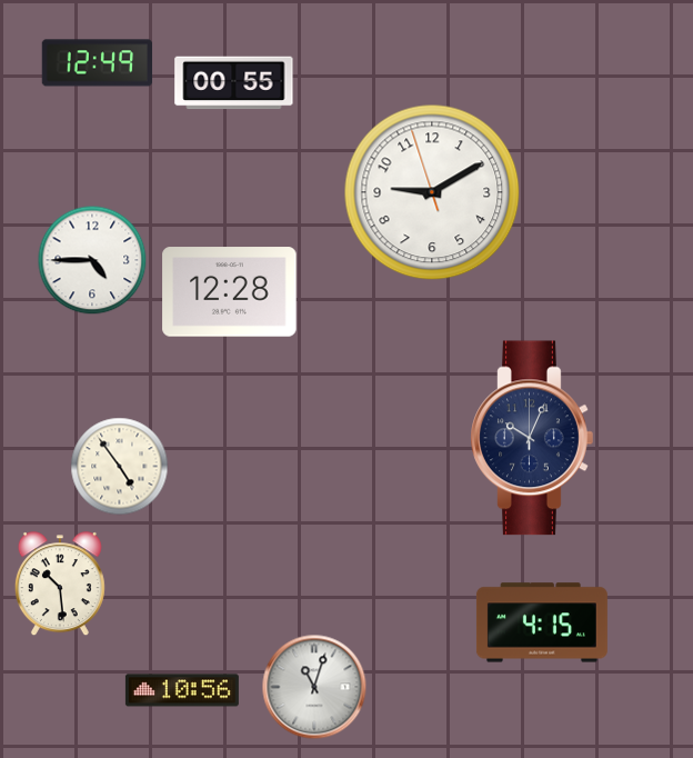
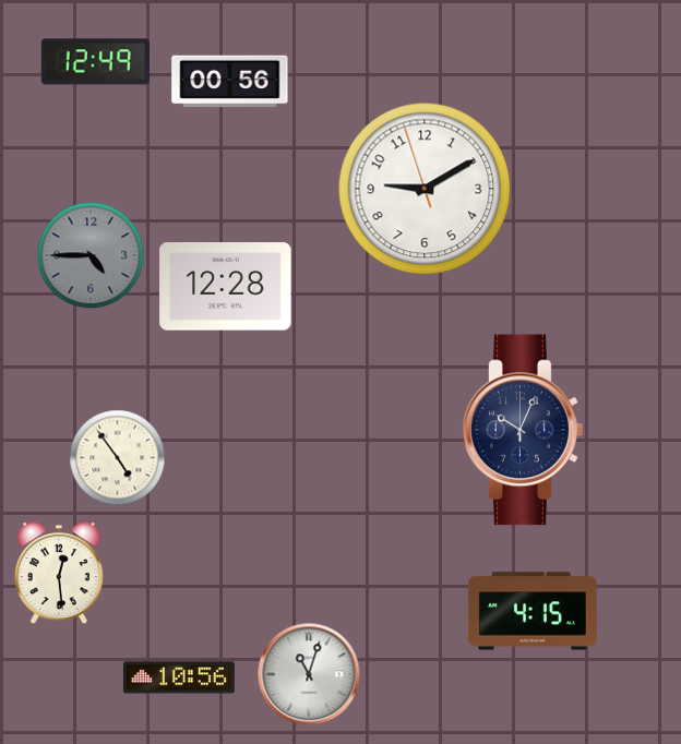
clock at (234, 83): 00:55 -> 00:56
clock at (92, 260) dial: white -> grey
clock at (60, 585): 10:29 -> 12:29
